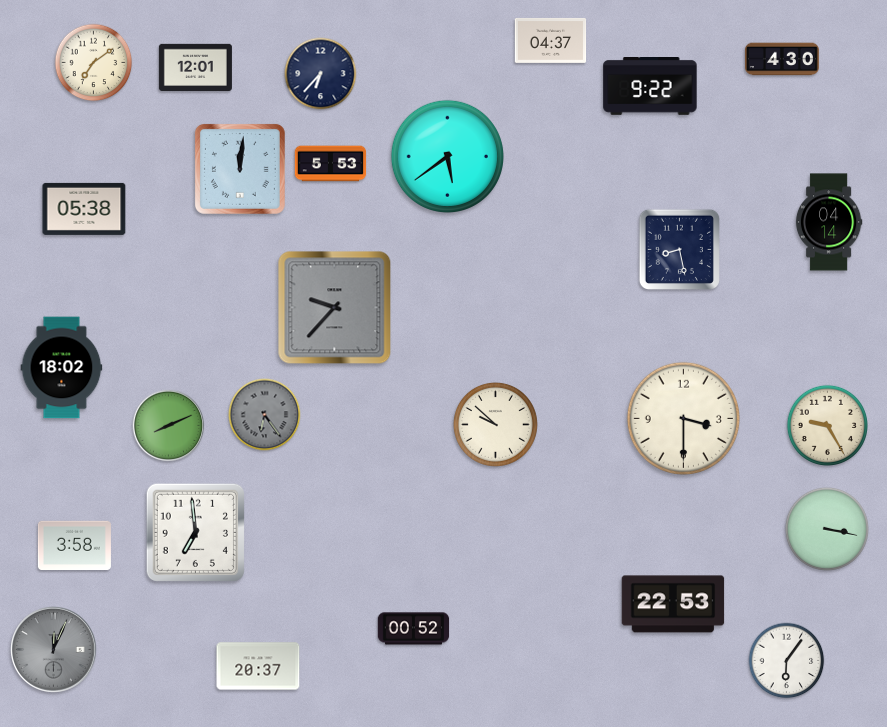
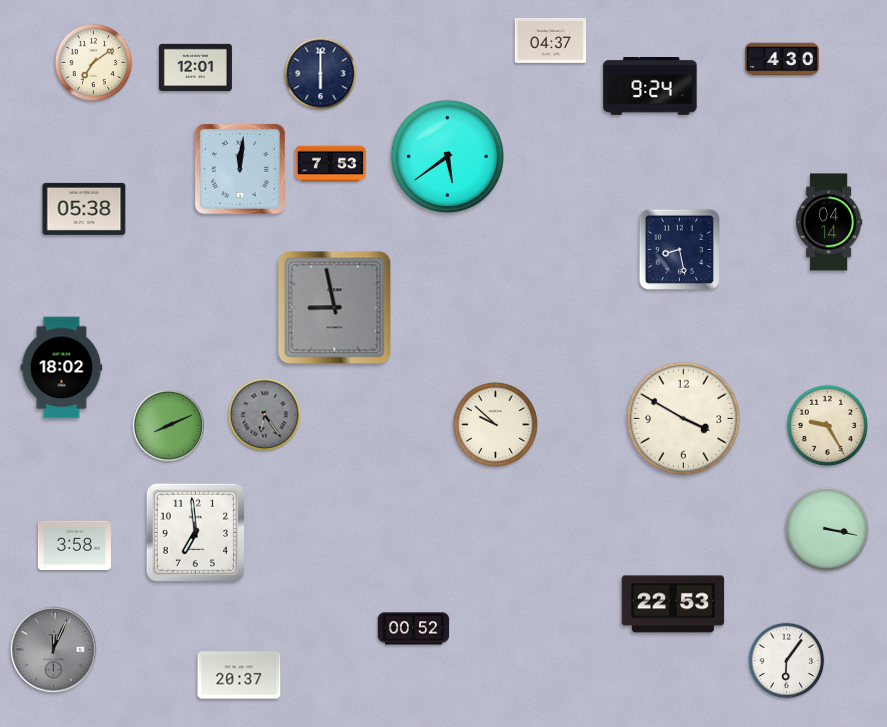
clock at (321, 74): 6:37 -> 6:00
clock at (650, 87): 9:22 -> 9:24
clock at (331, 164): 5:53 -> 7:53
clock at (335, 308): 9:37 -> 8:58
clock at (683, 418): 3:30 -> 3:50
clock at (258, 666) position: (258, 666) -> (239, 675)
